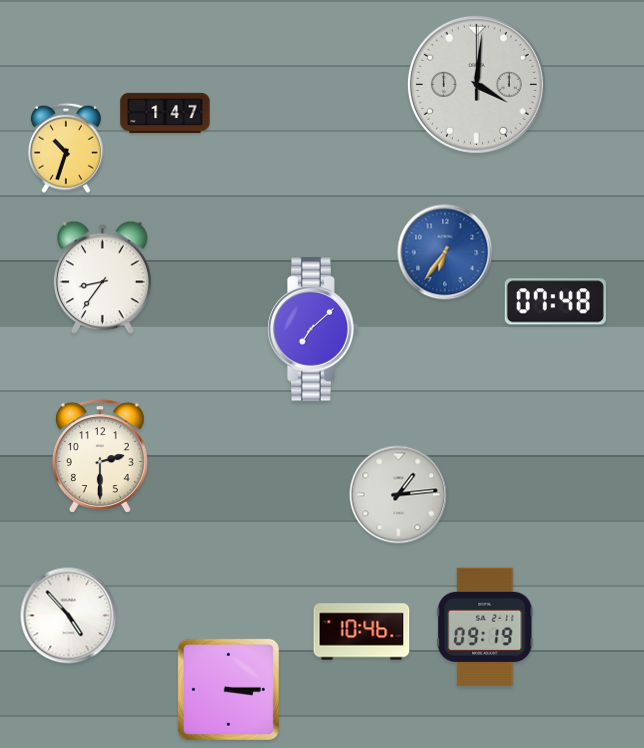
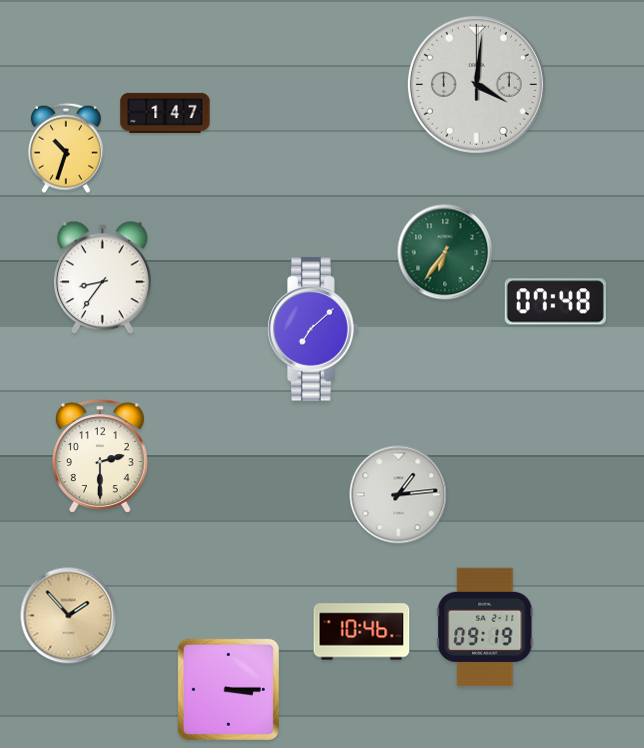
clock at (445, 252) dial: blue -> green
clock at (69, 616): 4:53 -> 1:53
clock at (69, 616) dial: white -> champagne
